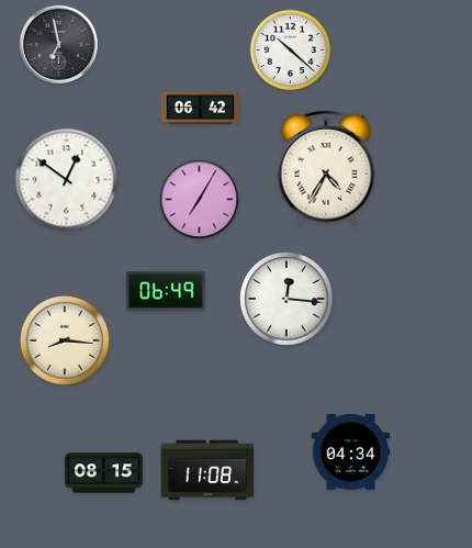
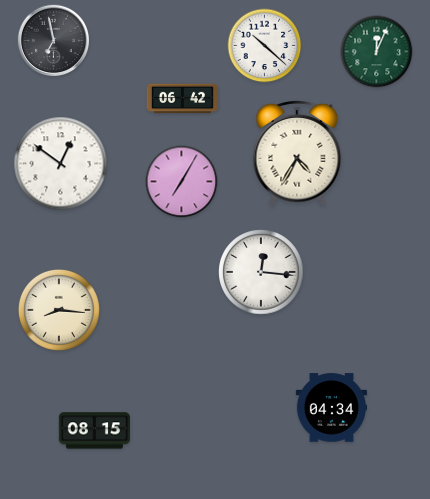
clock at (377, 52): none -> 12:04
clock at (166, 292): 06:49 -> none
clock at (350, 452) position: (350, 452) -> (331, 408)
clock at (207, 470): 11:08 -> none
